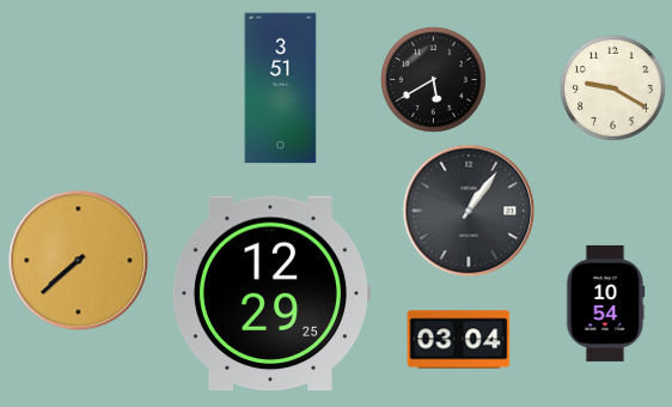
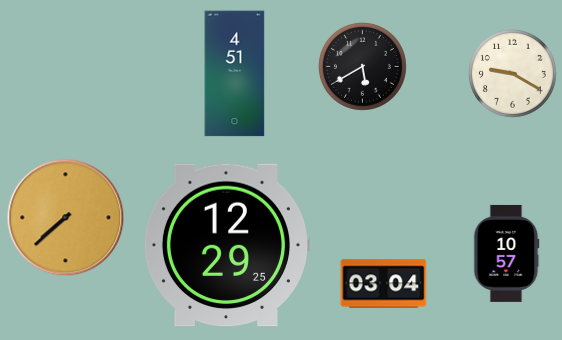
clock at (281, 89): 3:51 -> 4:51
clock at (469, 211): 1:06 -> none
clock at (606, 303): 10:54 -> 10:57
